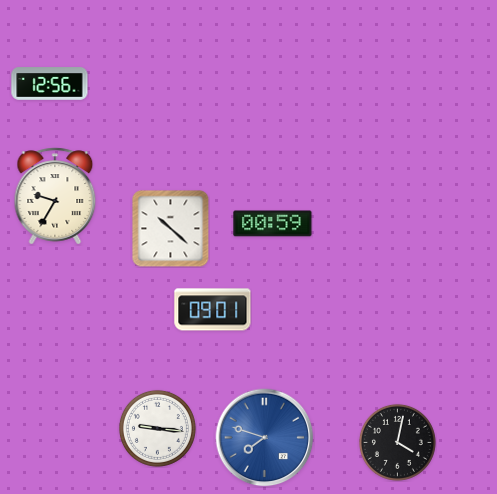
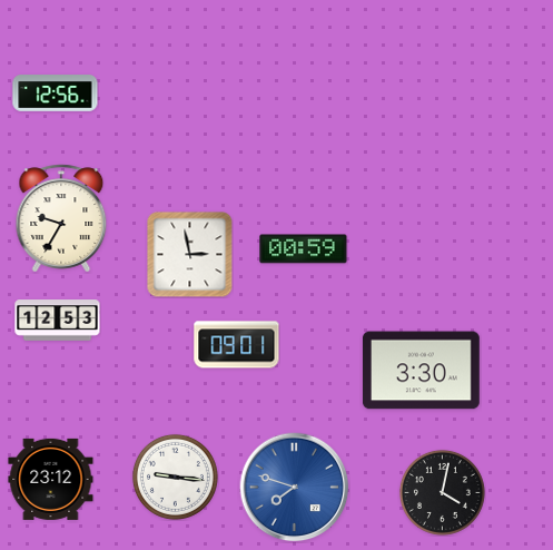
clock at (170, 228): 10:22 -> 2:58
clock at (58, 321): none -> 12:53
clock at (421, 371): none -> 3:30
clock at (51, 479): none -> 23:12
